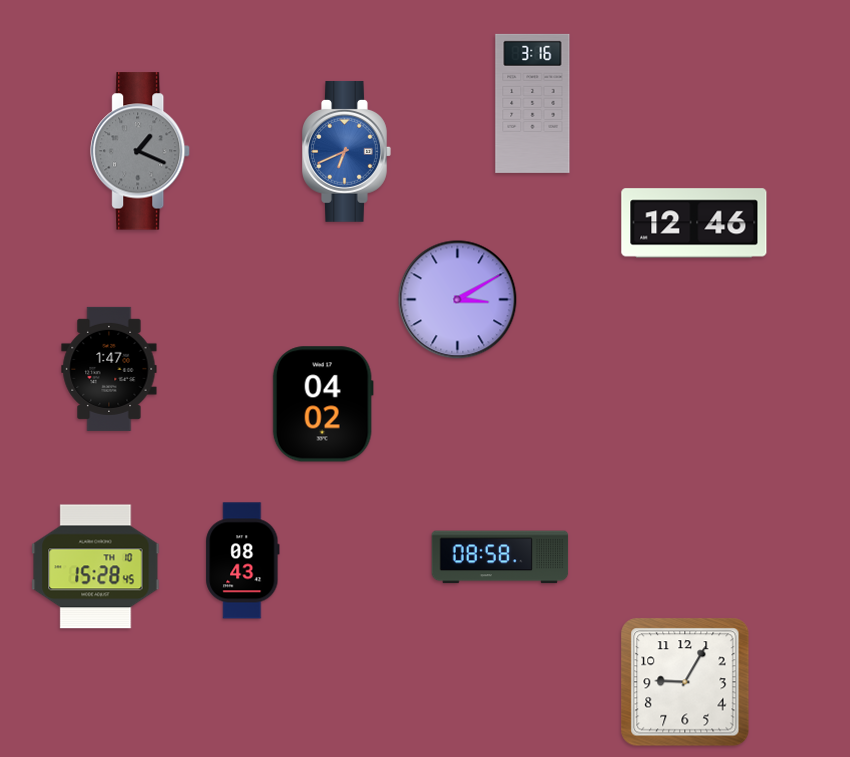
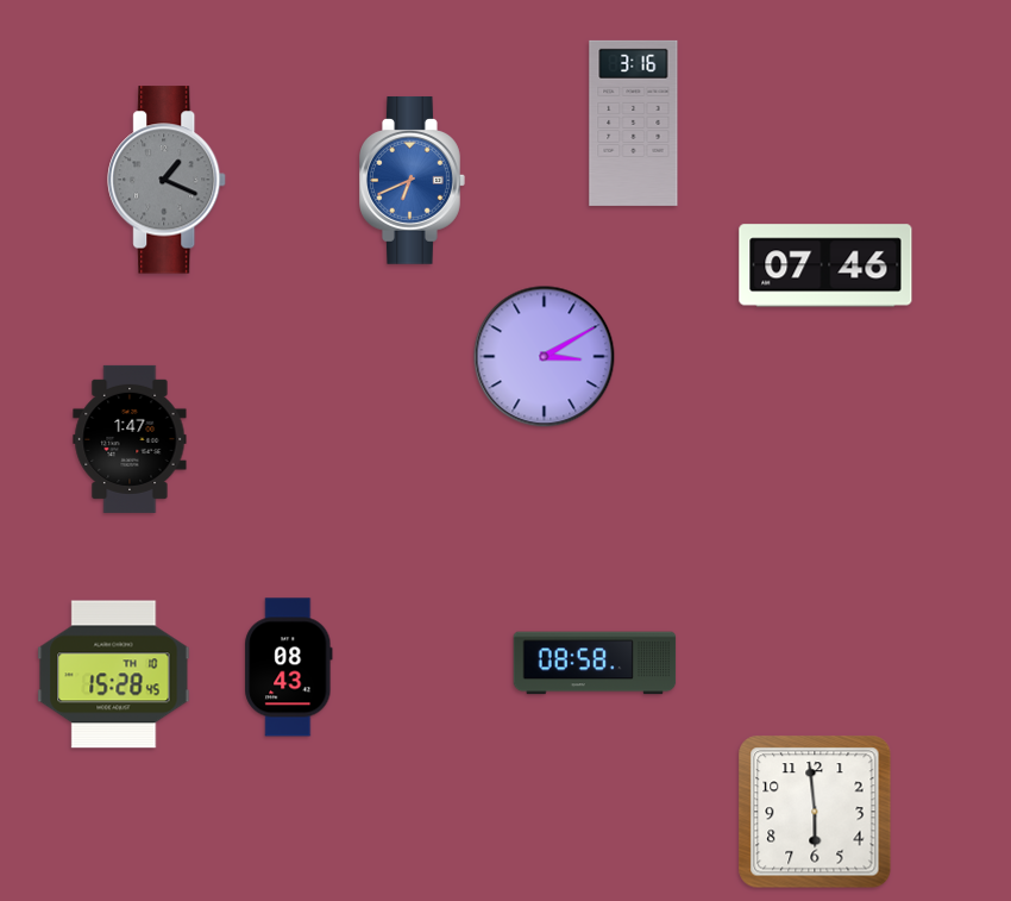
clock at (694, 223): 12:46 -> 07:46
clock at (323, 404): 04:02 -> none
clock at (685, 682): 9:05 -> 5:59
